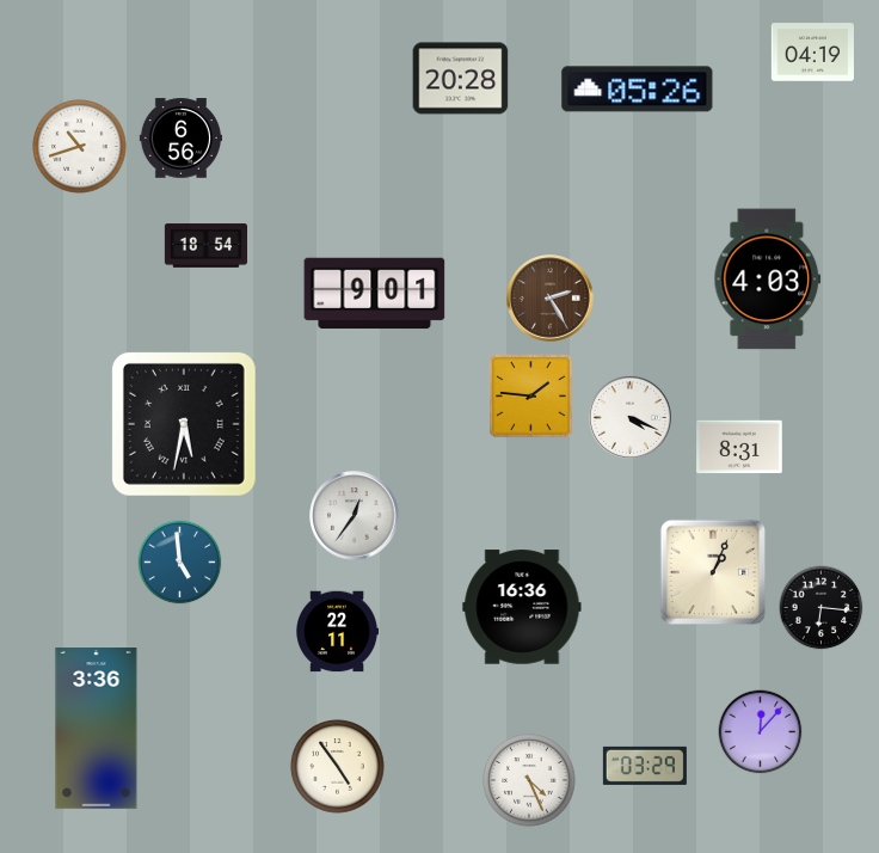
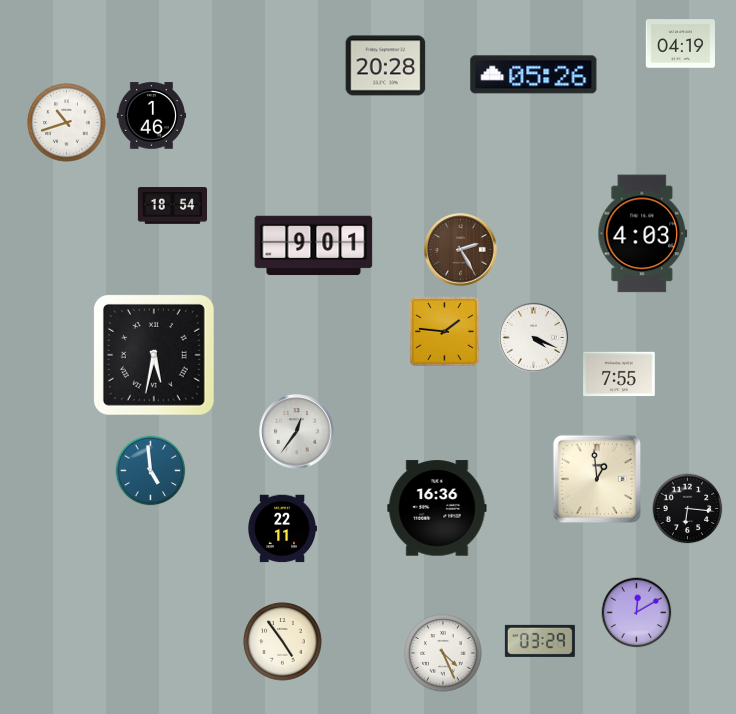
clock at (180, 139): 6:56 -> 1:46
clock at (629, 417) position: (629, 417) -> (533, 337)
clock at (739, 447): 8:31 -> 7:55
clock at (713, 572): 1:04 -> 12:59
clock at (97, 729): 3:36 -> none
clock at (761, 732): 12:07 -> 12:10
